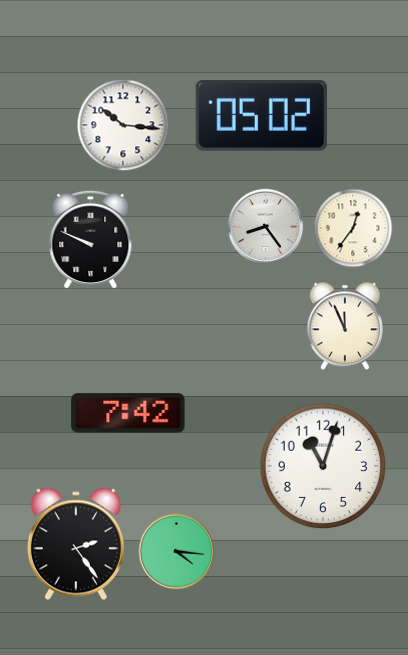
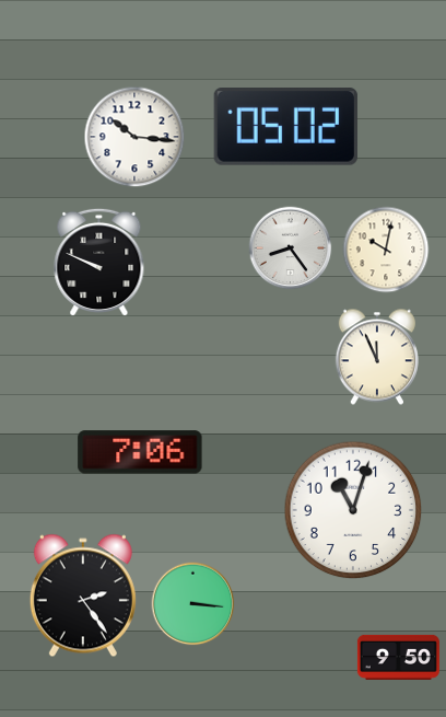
clock at (353, 228): 12:36 -> 10:02
clock at (128, 413): 7:42 -> 7:06
clock at (177, 552): 4:16 -> 3:16
clock at (398, 657): none -> 9:50
